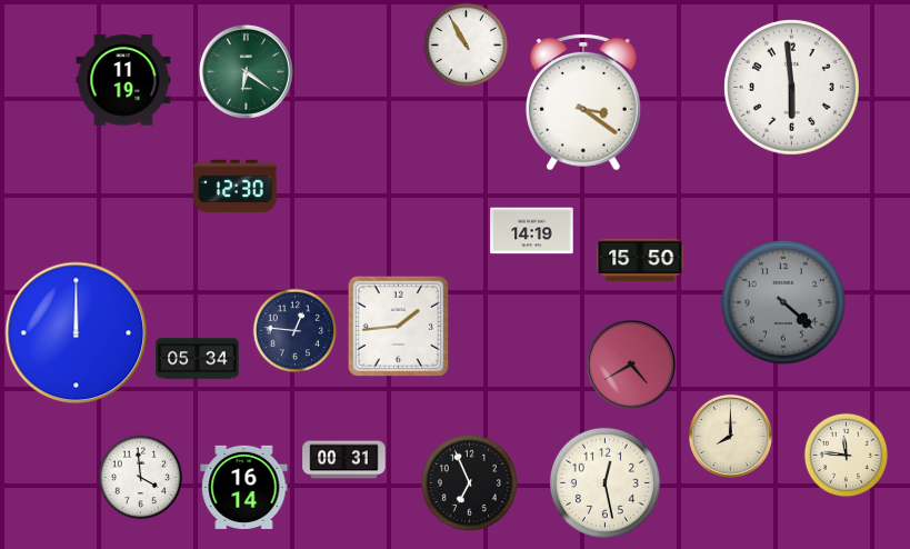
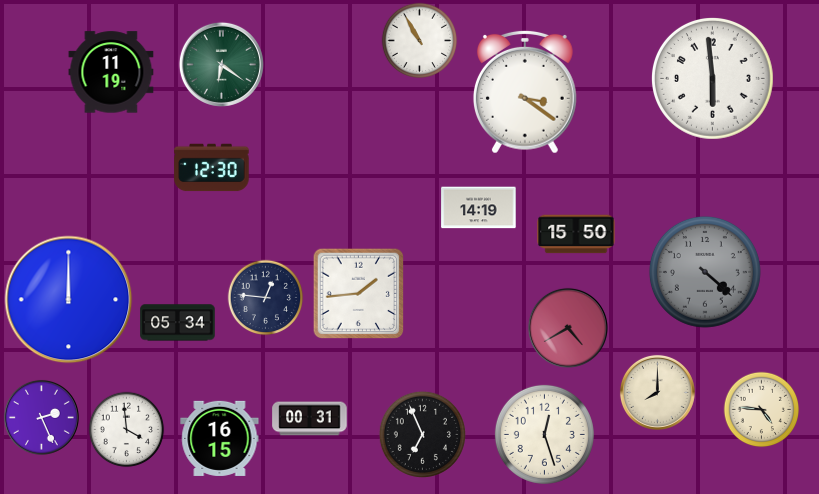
clock at (847, 456): 11:46 -> 4:46
clock at (344, 460) position: (344, 460) -> (310, 419)
clock at (41, 417): none -> 2:26
clock at (604, 482): 12:28 -> 12:27
clock at (244, 487): 16:14 -> 16:15
